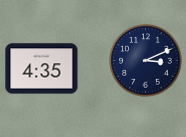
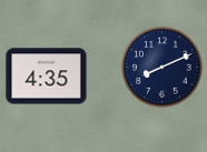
clock at (146, 61): 3:11 -> 8:11
